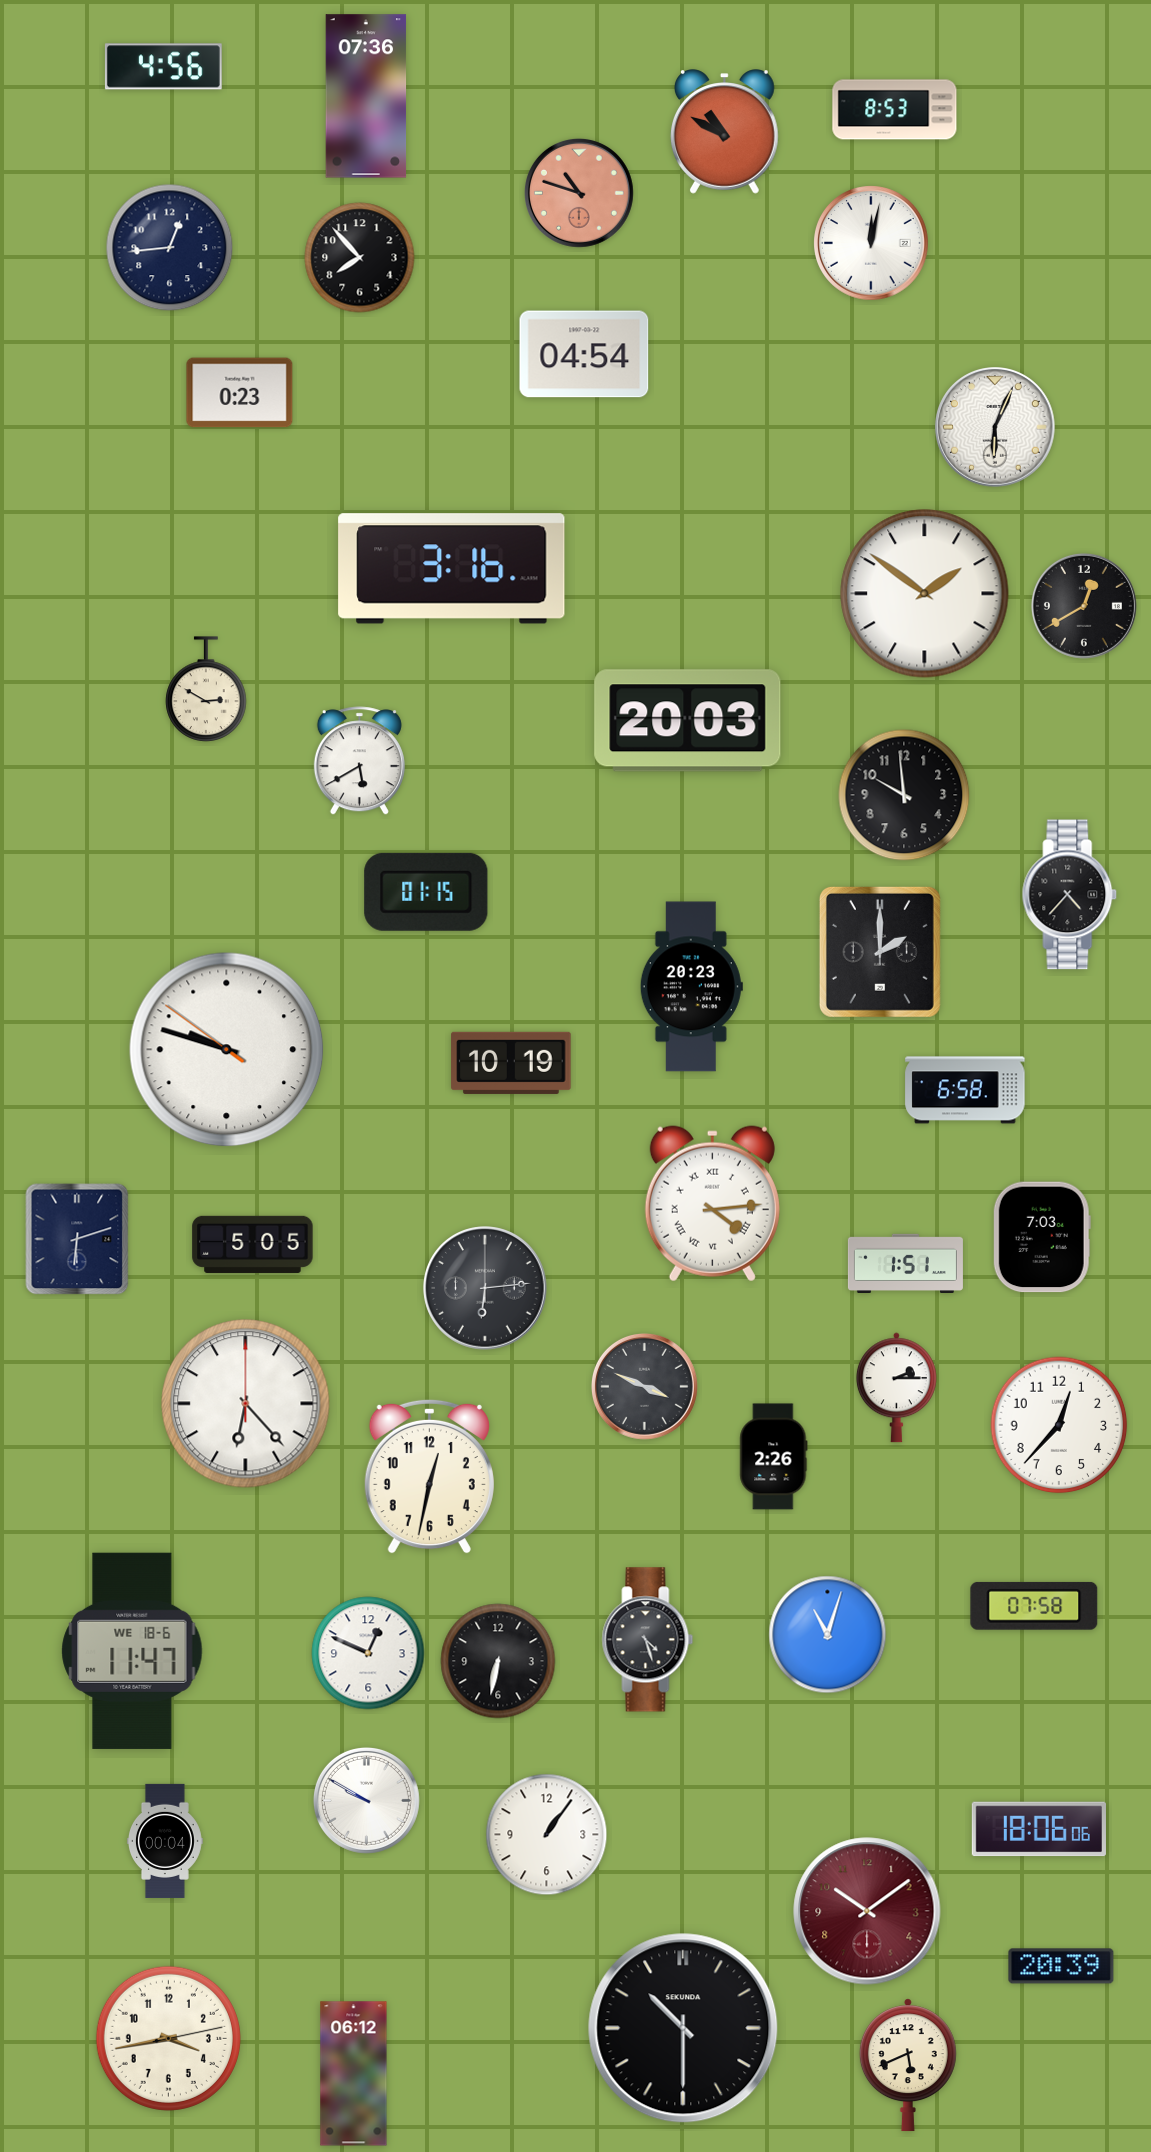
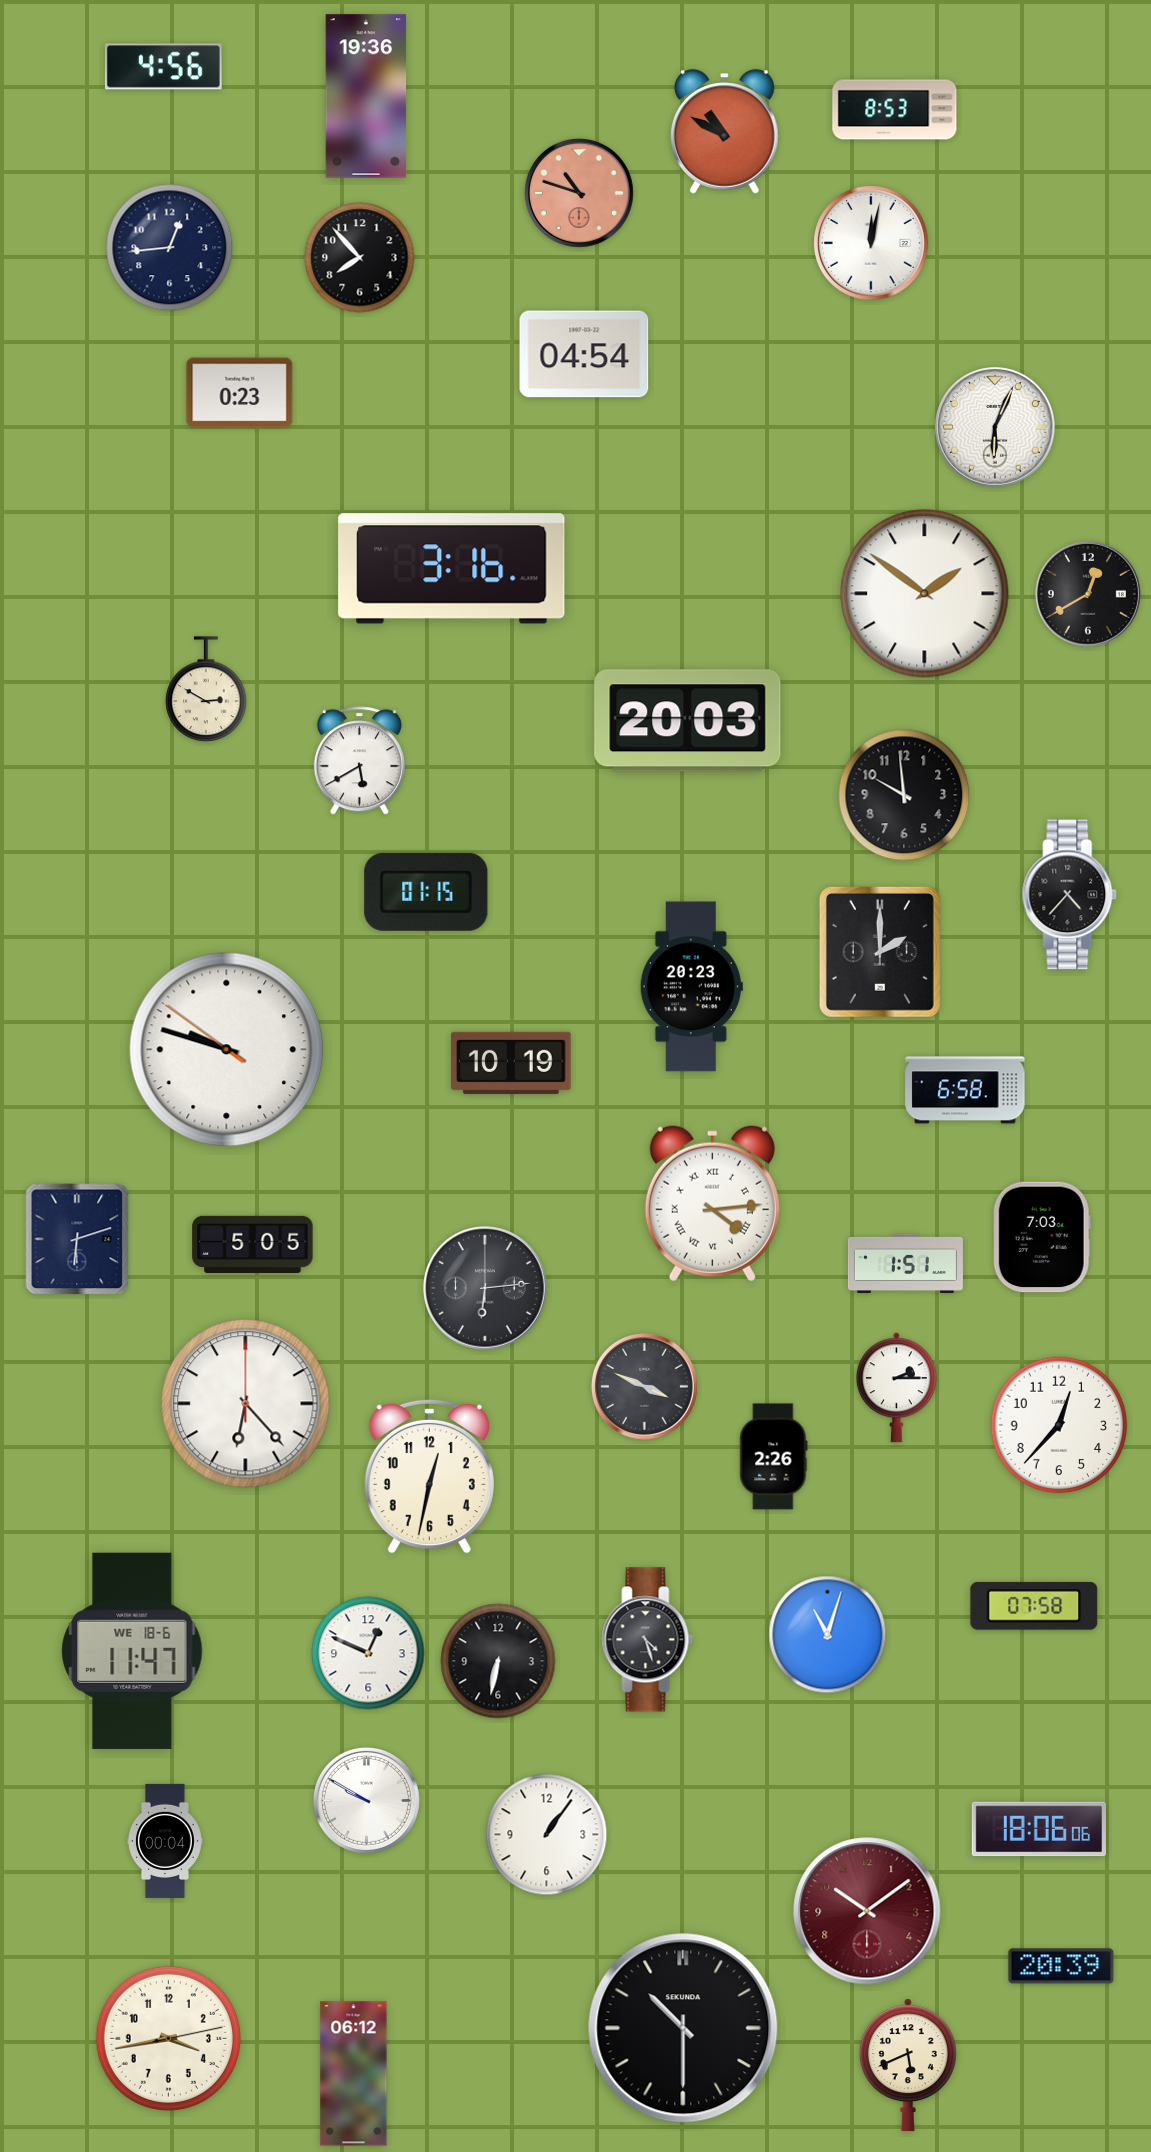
clock at (366, 96): 07:36 -> 19:36
clock at (1084, 606) position: (1084, 606) -> (1088, 594)
